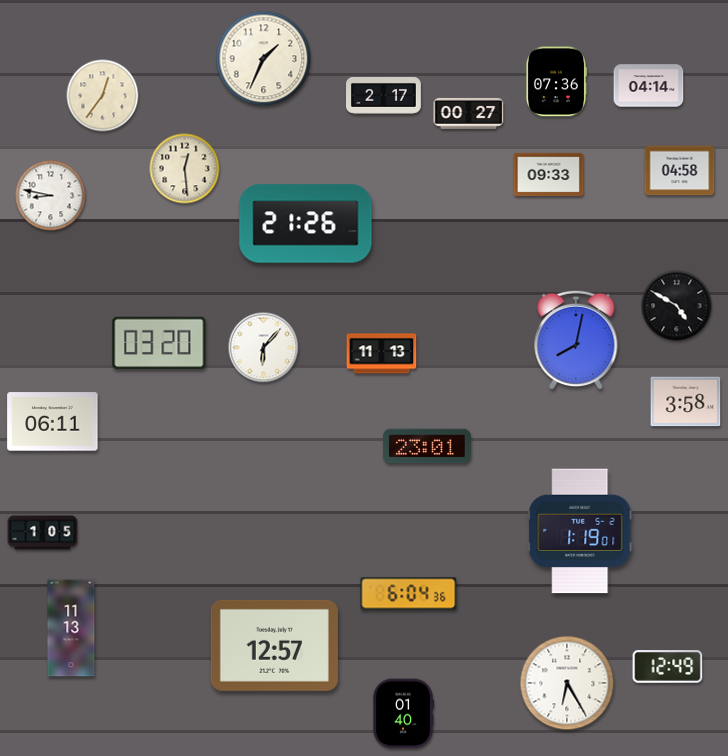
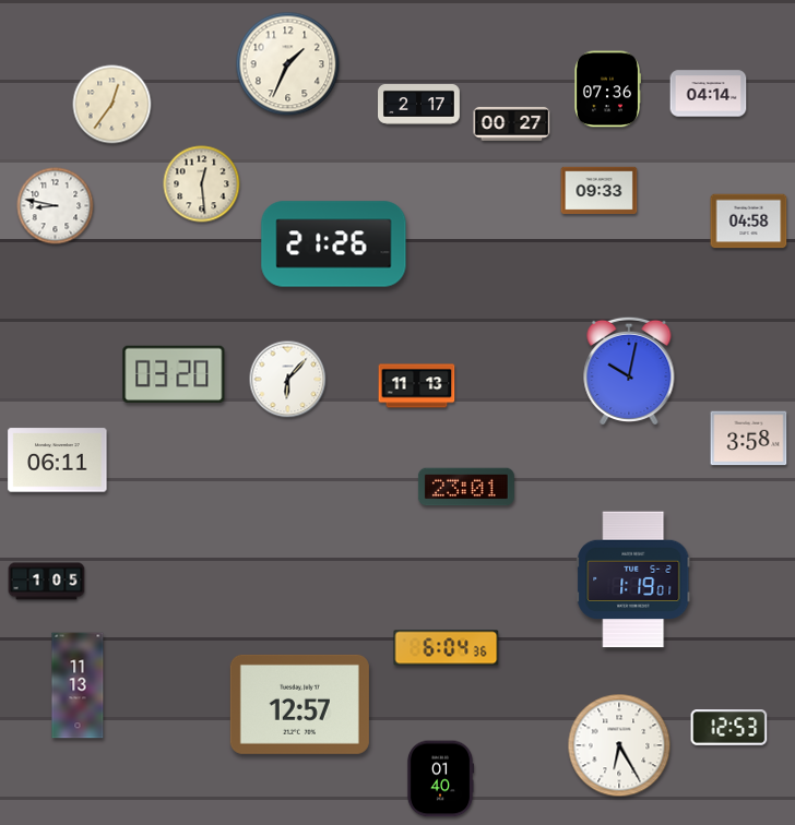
clock at (680, 171) position: (680, 171) -> (749, 222)
clock at (51, 196) position: (51, 196) -> (56, 206)
clock at (677, 306): 4:50 -> none
clock at (576, 340): 8:02 -> 10:02
clock at (668, 667): 12:49 -> 12:53
